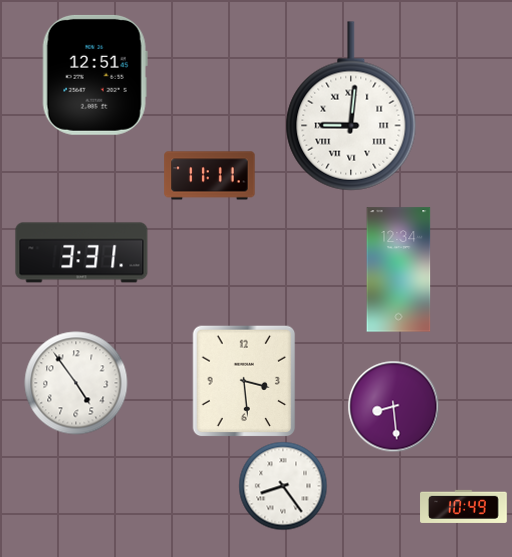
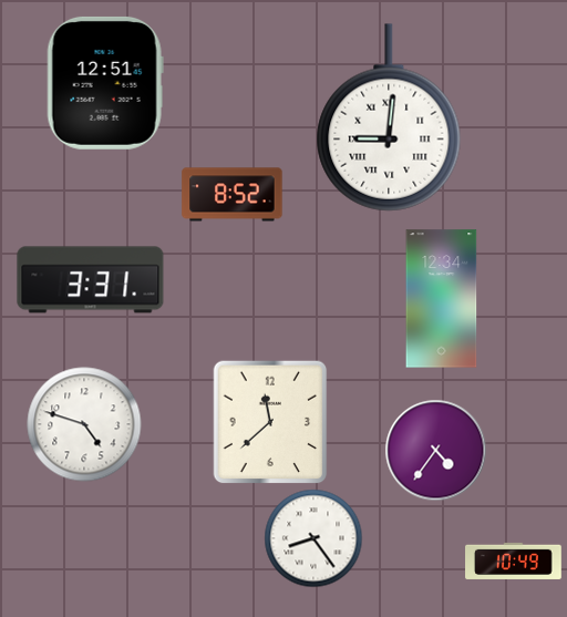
clock at (210, 176): 11:11 -> 8:52
clock at (244, 381): 3:29 -> 11:38
clock at (76, 383): 4:54 -> 4:48
clock at (394, 407): 8:29 -> 4:36
